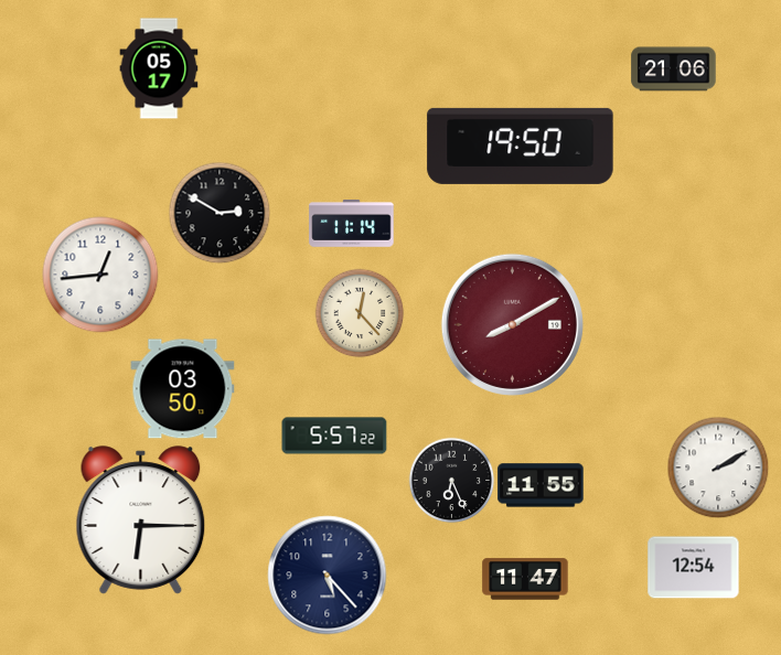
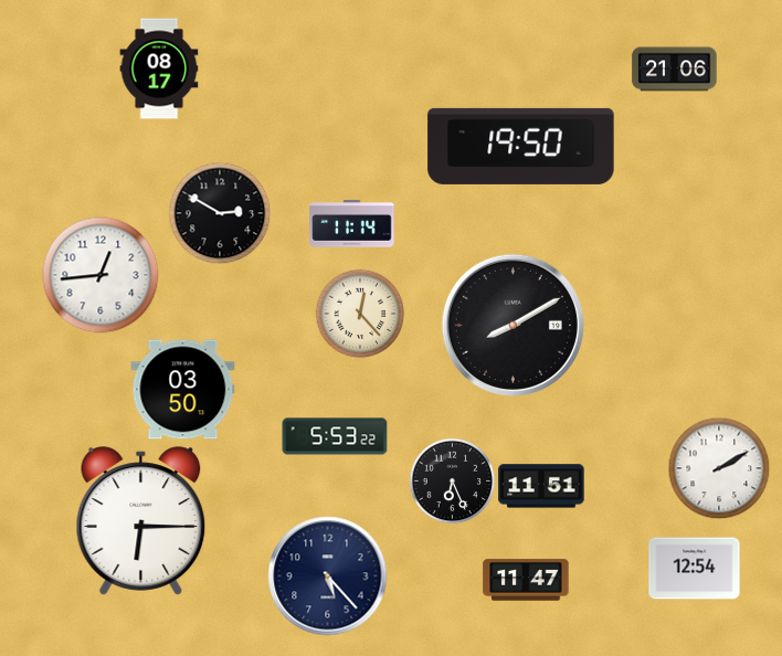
clock at (159, 68): 05:17 -> 08:17
clock at (512, 324) dial: burgundy -> black
clock at (334, 436): 5:57 -> 5:53
clock at (541, 485): 11:55 -> 11:51
